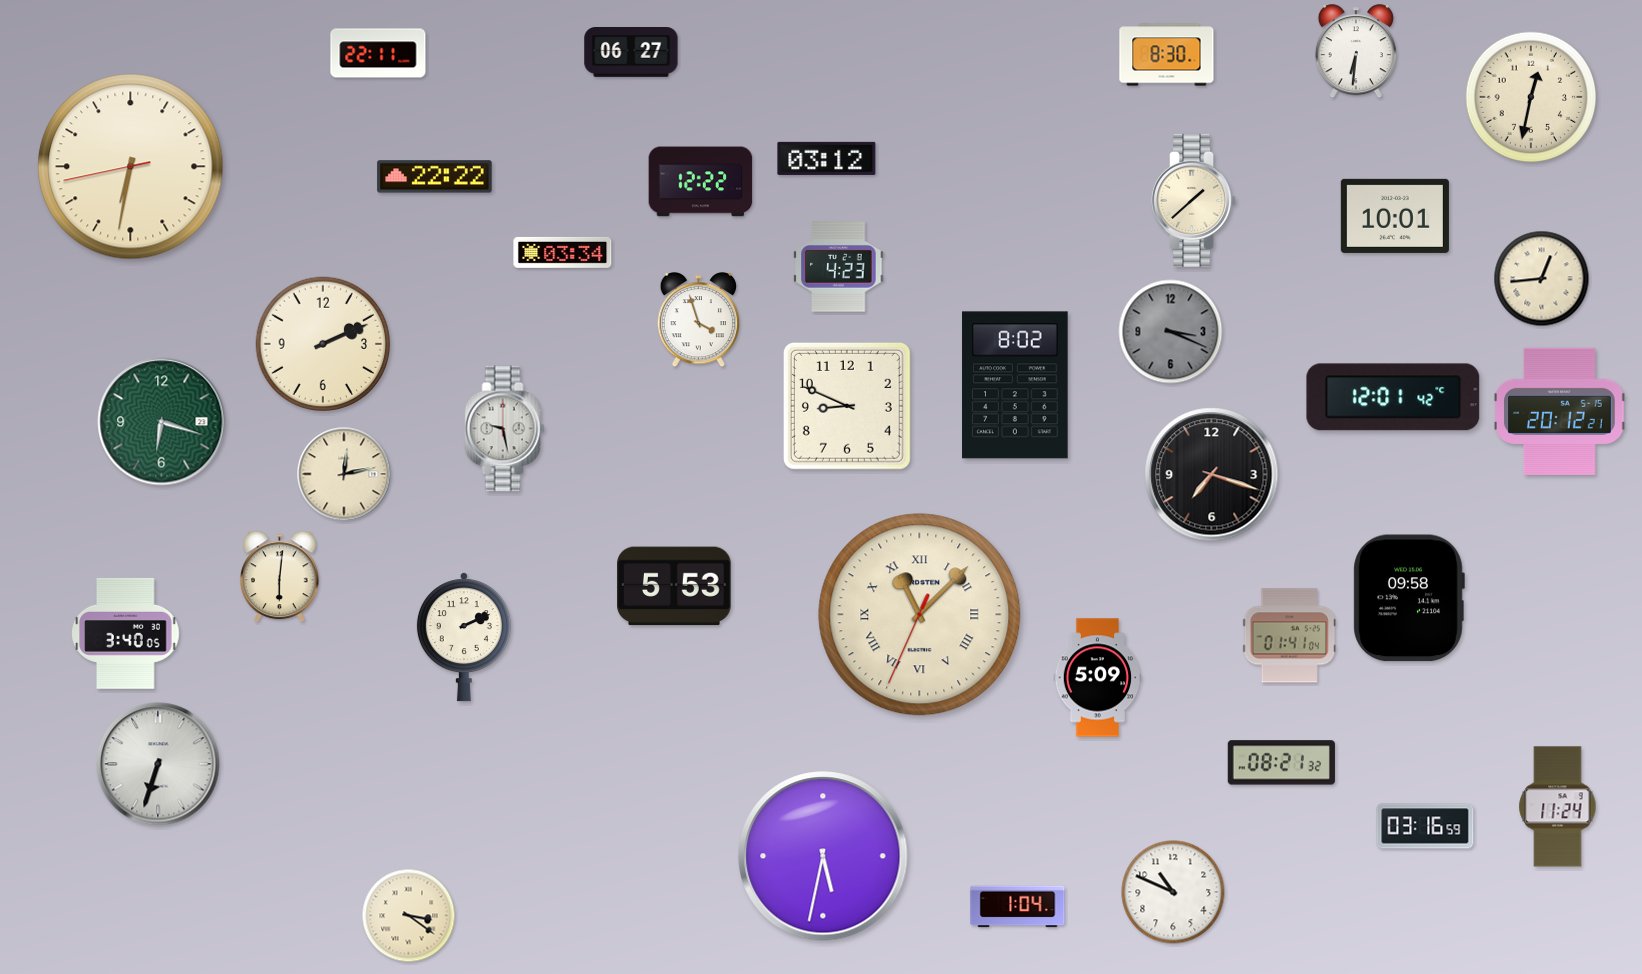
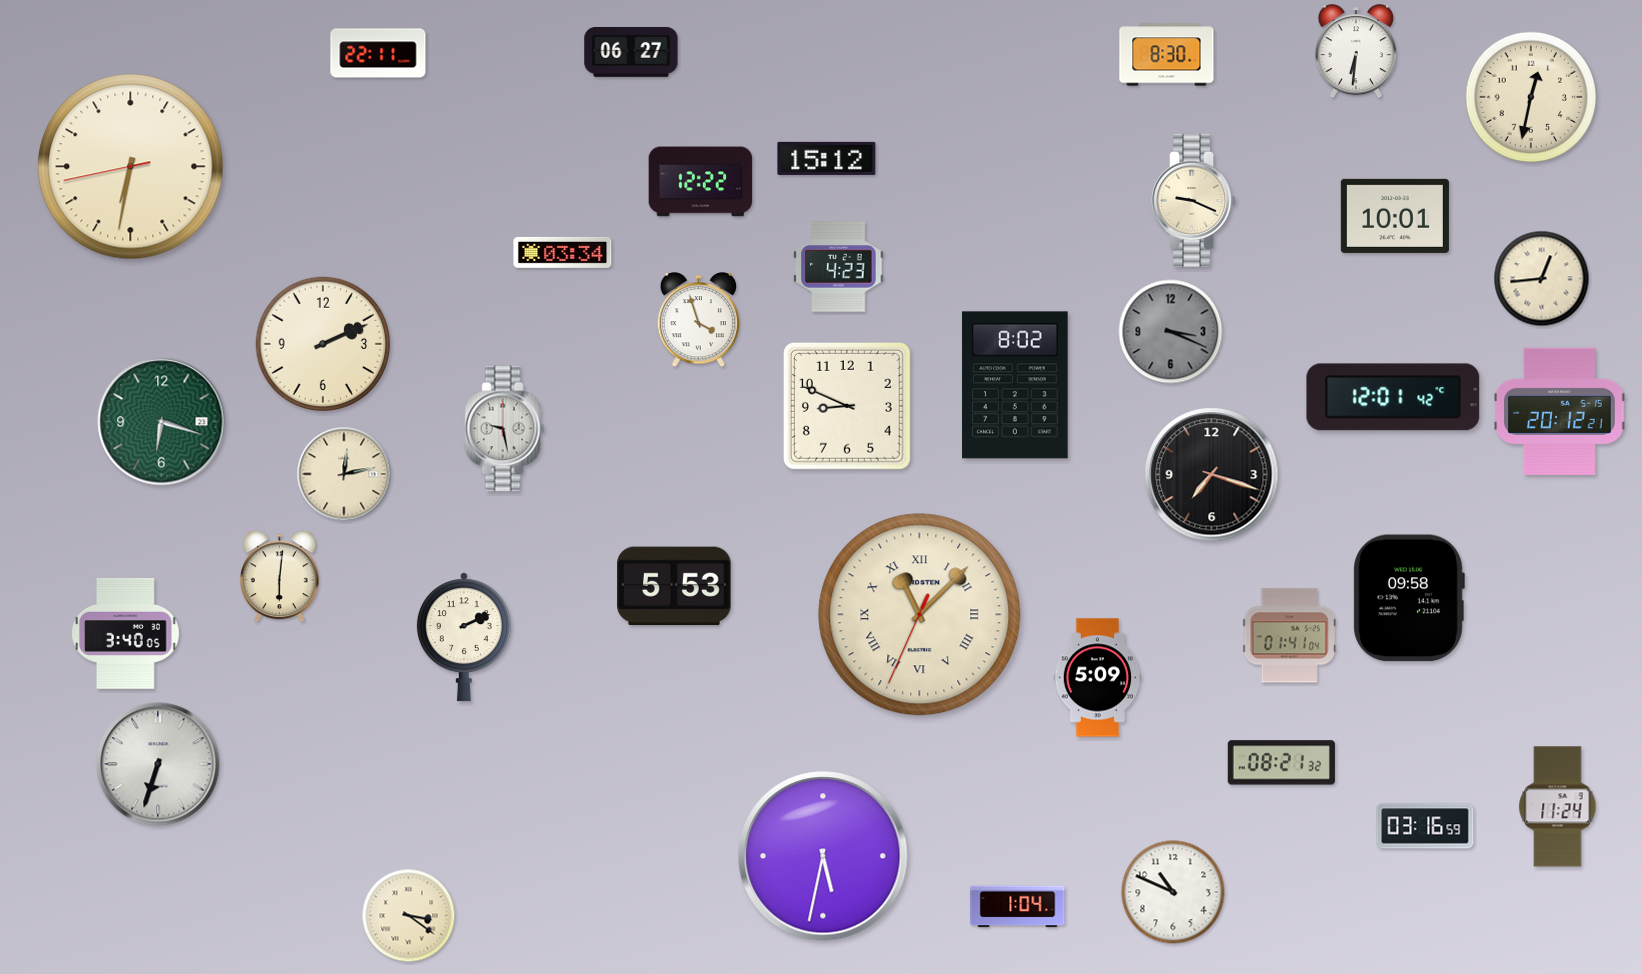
clock at (827, 158): 03:12 -> 15:12
clock at (435, 177): 22:22 -> none
clock at (1194, 200): 1:38 -> 9:19
